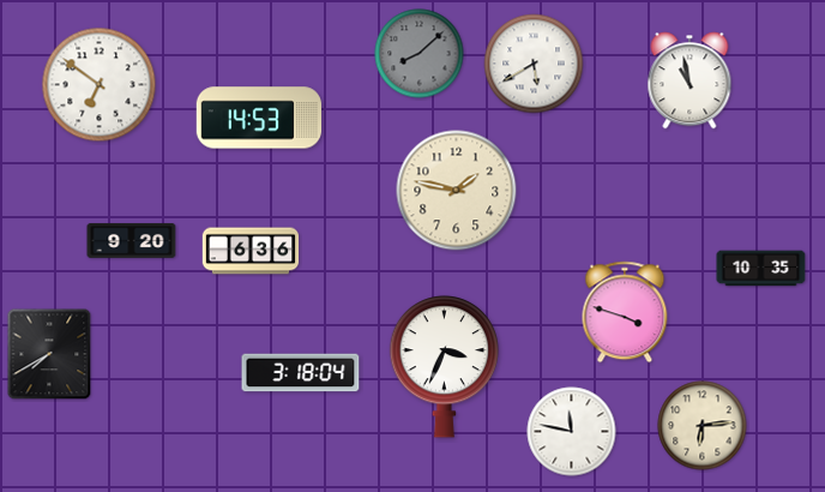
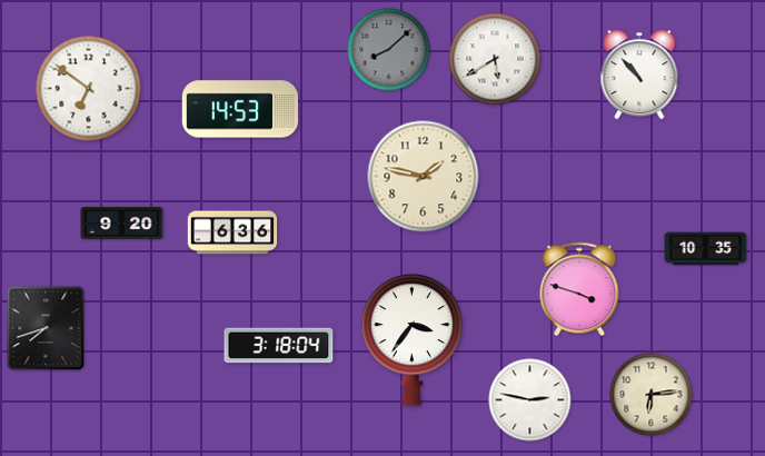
clock at (689, 80): 10:58 -> 10:53
clock at (100, 85) position: (100, 85) -> (89, 89)
clock at (49, 354): 7:40 -> 7:42
clock at (445, 367): 3:34 -> 3:36
clock at (572, 432): 11:47 -> 2:47
